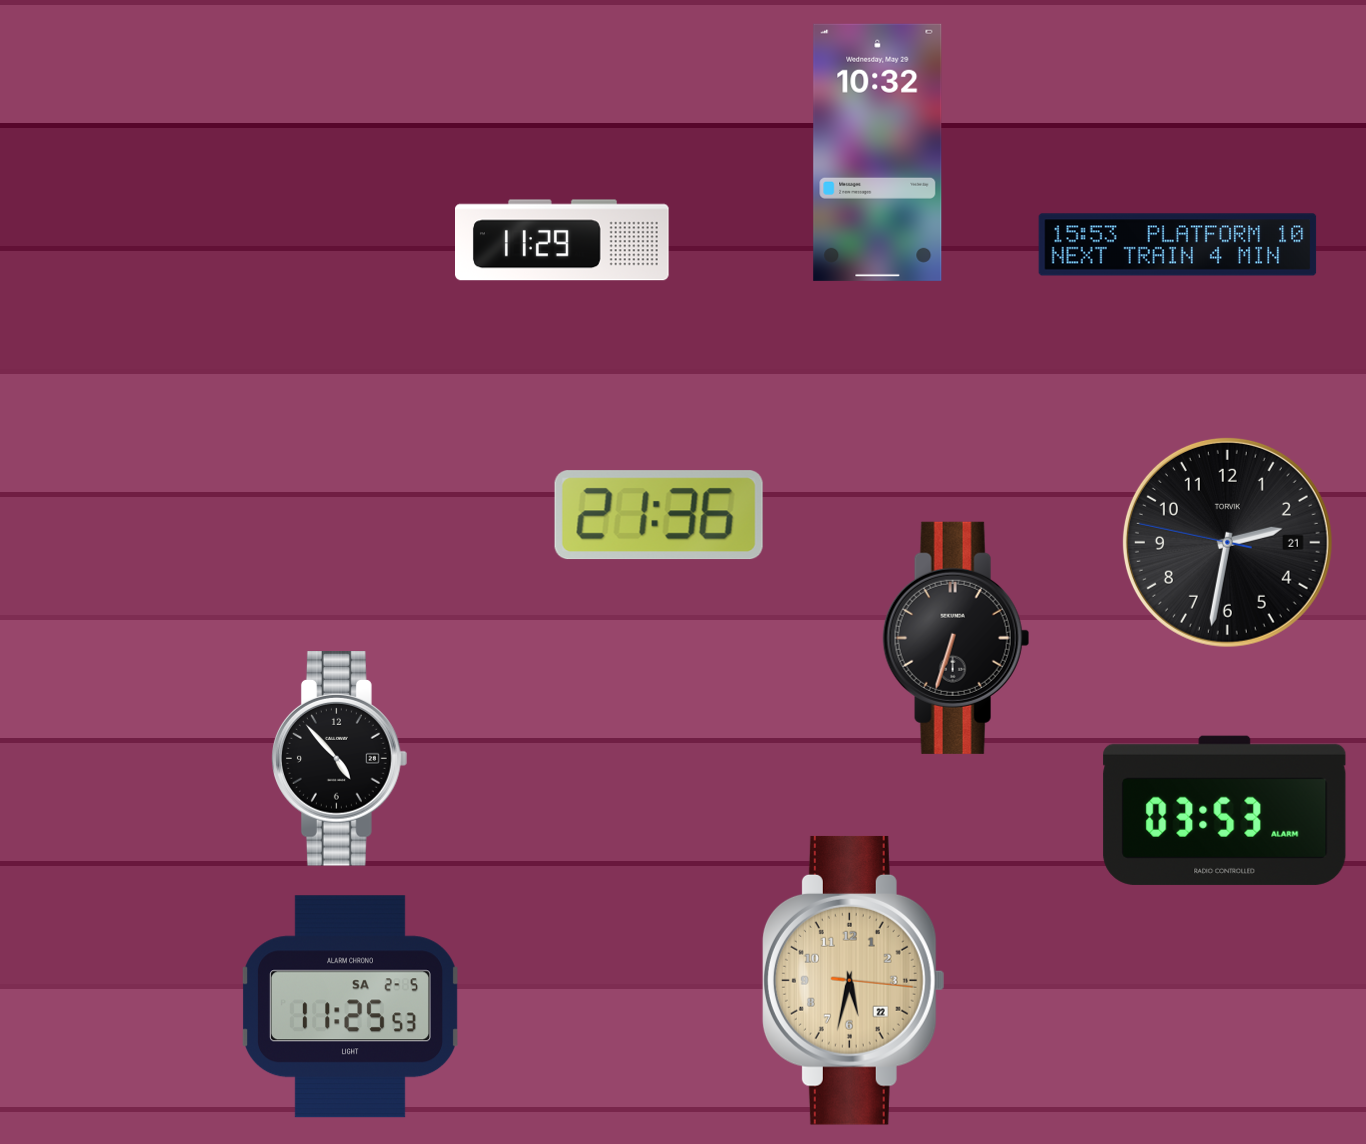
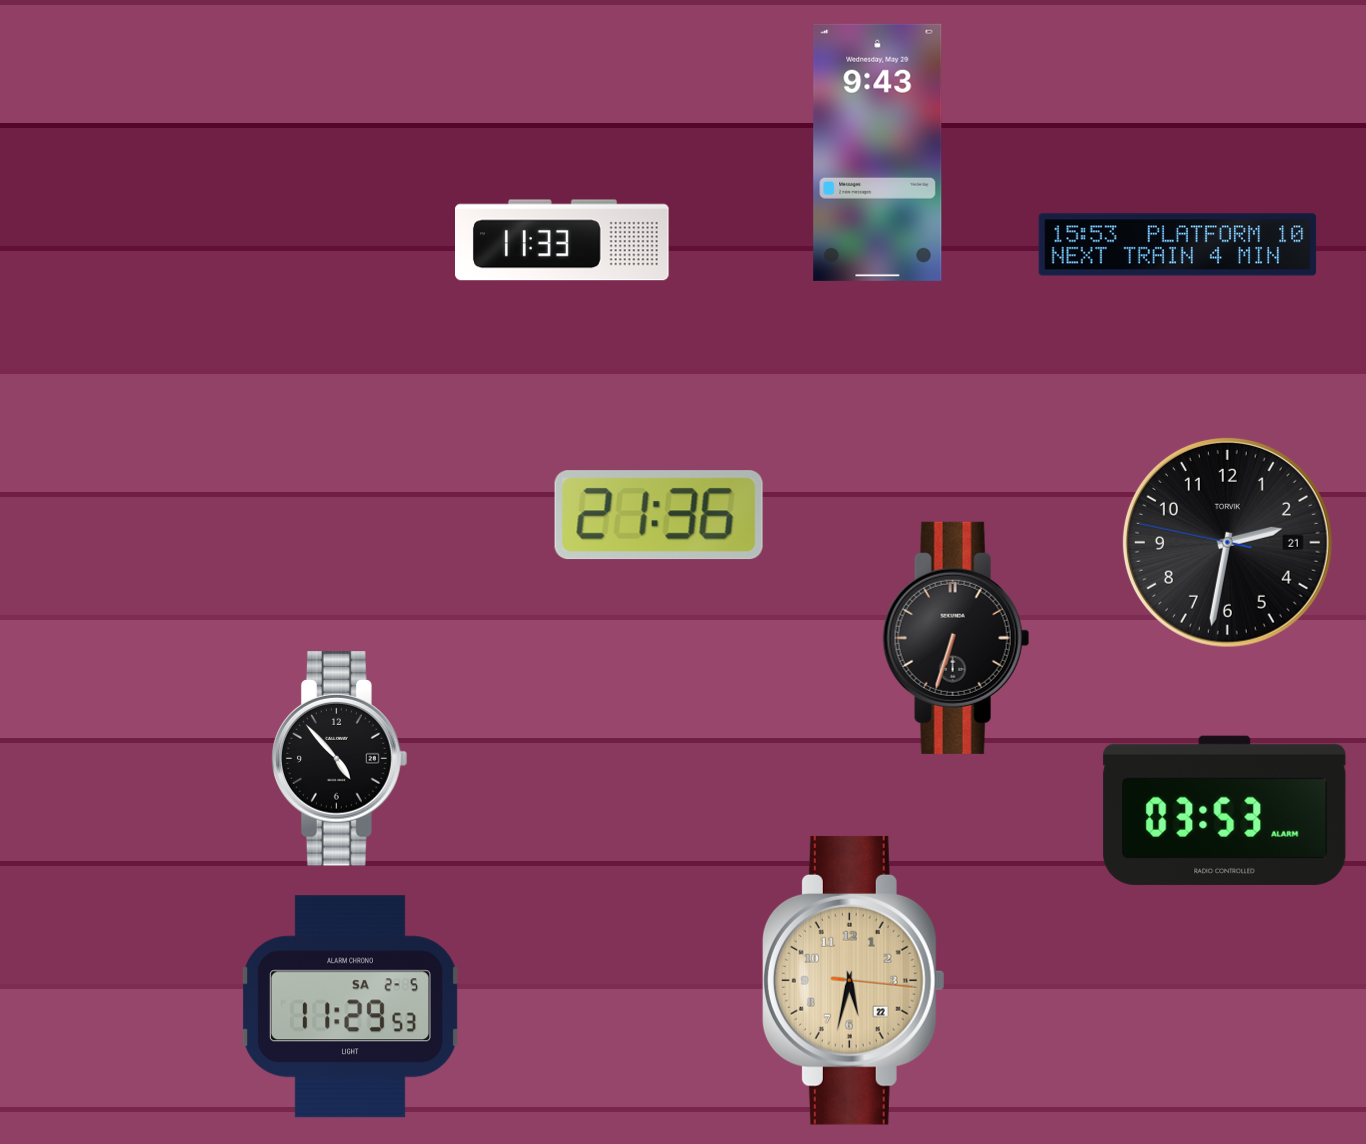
clock at (878, 152): 10:32 -> 9:43
clock at (563, 240): 11:29 -> 11:33
clock at (351, 1007): 11:25 -> 11:29
